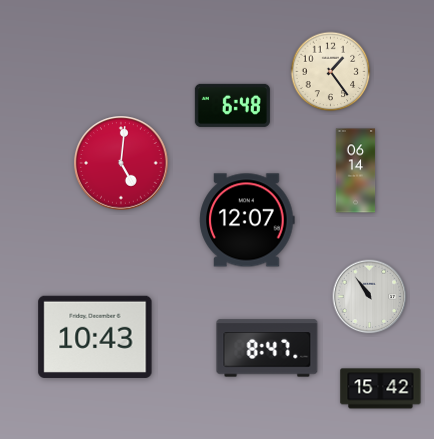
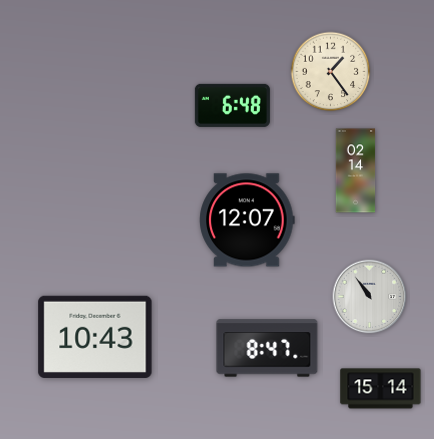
clock at (121, 163): 5:01 -> none
clock at (356, 171): 06:14 -> 02:14
clock at (381, 389): 15:42 -> 15:14
